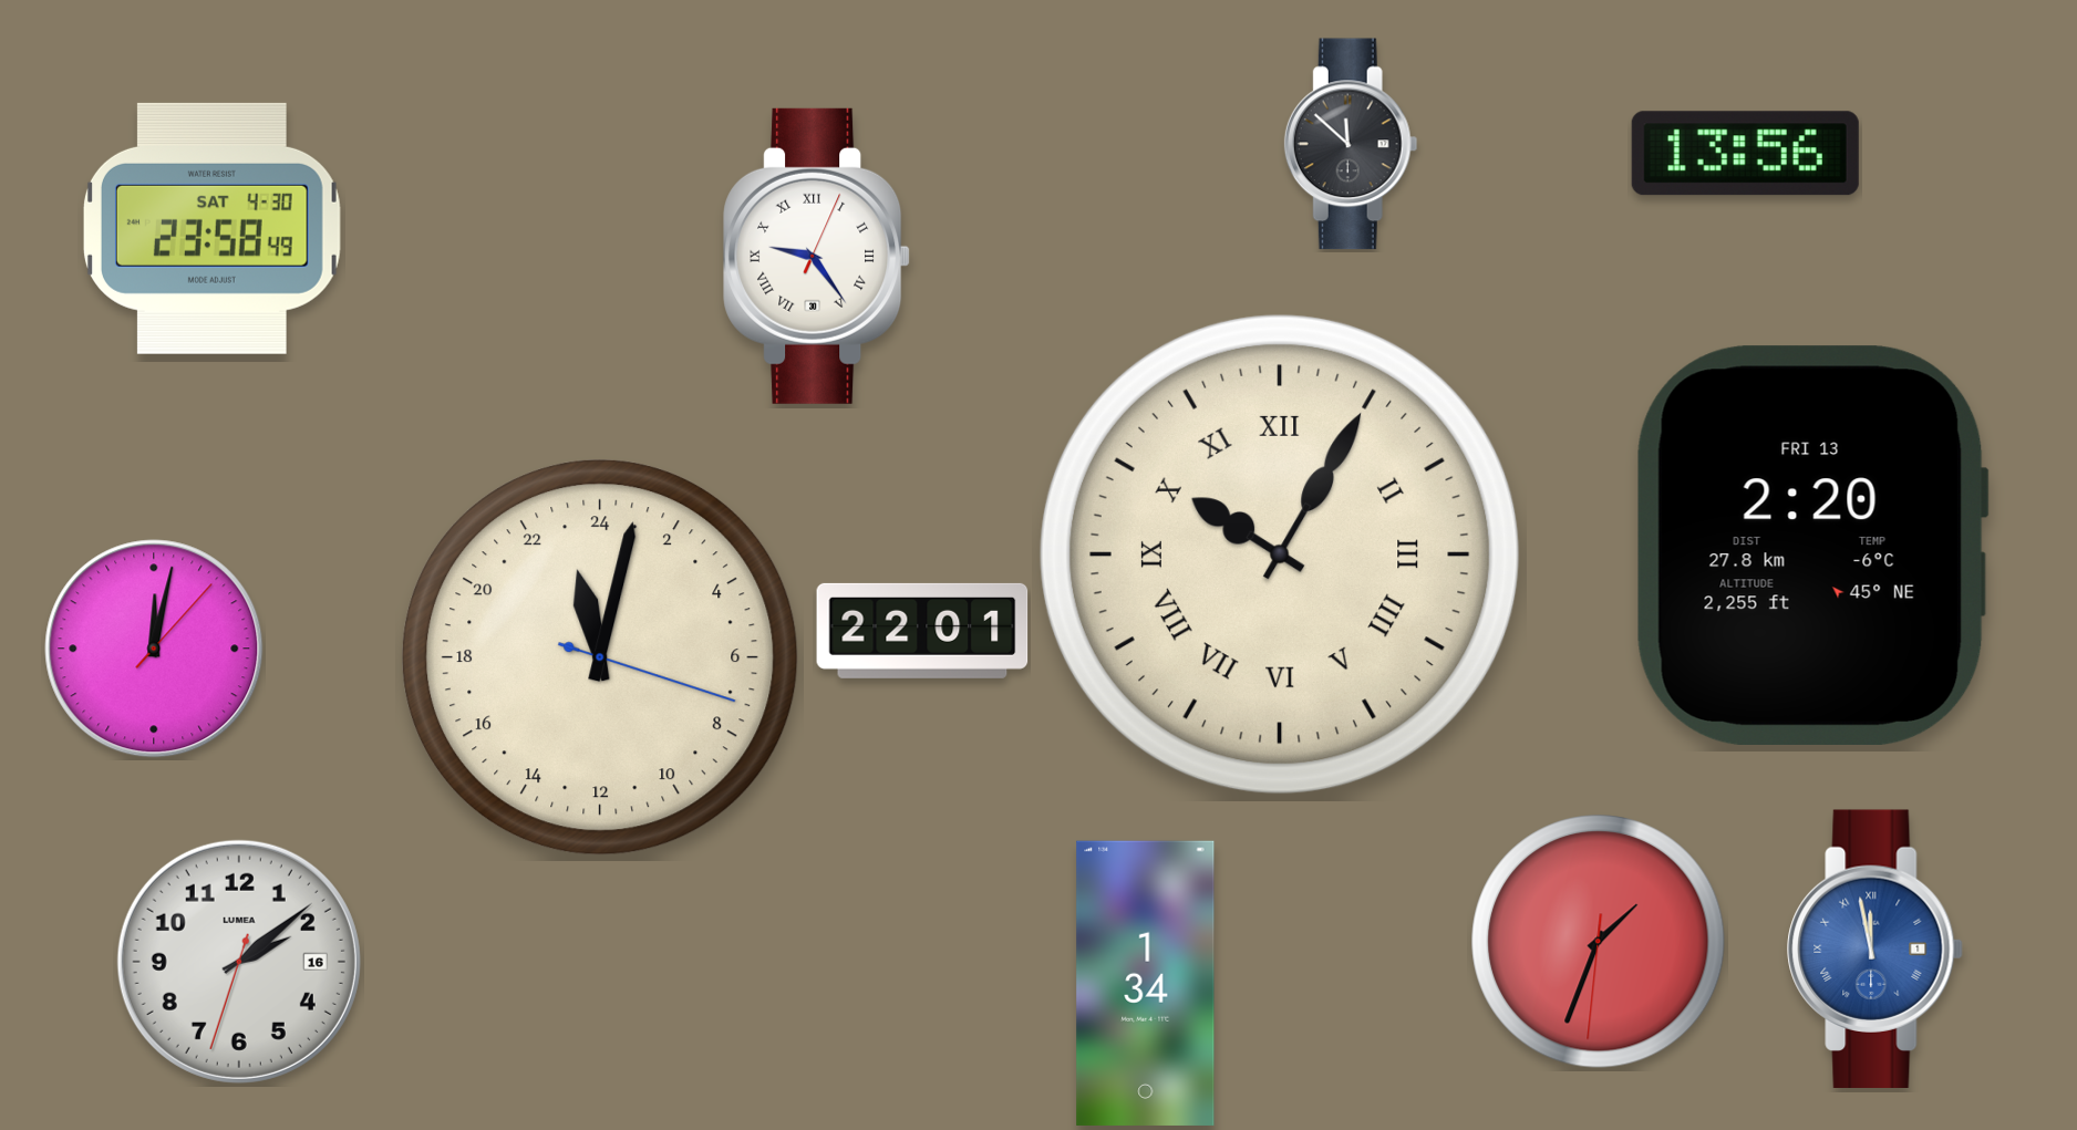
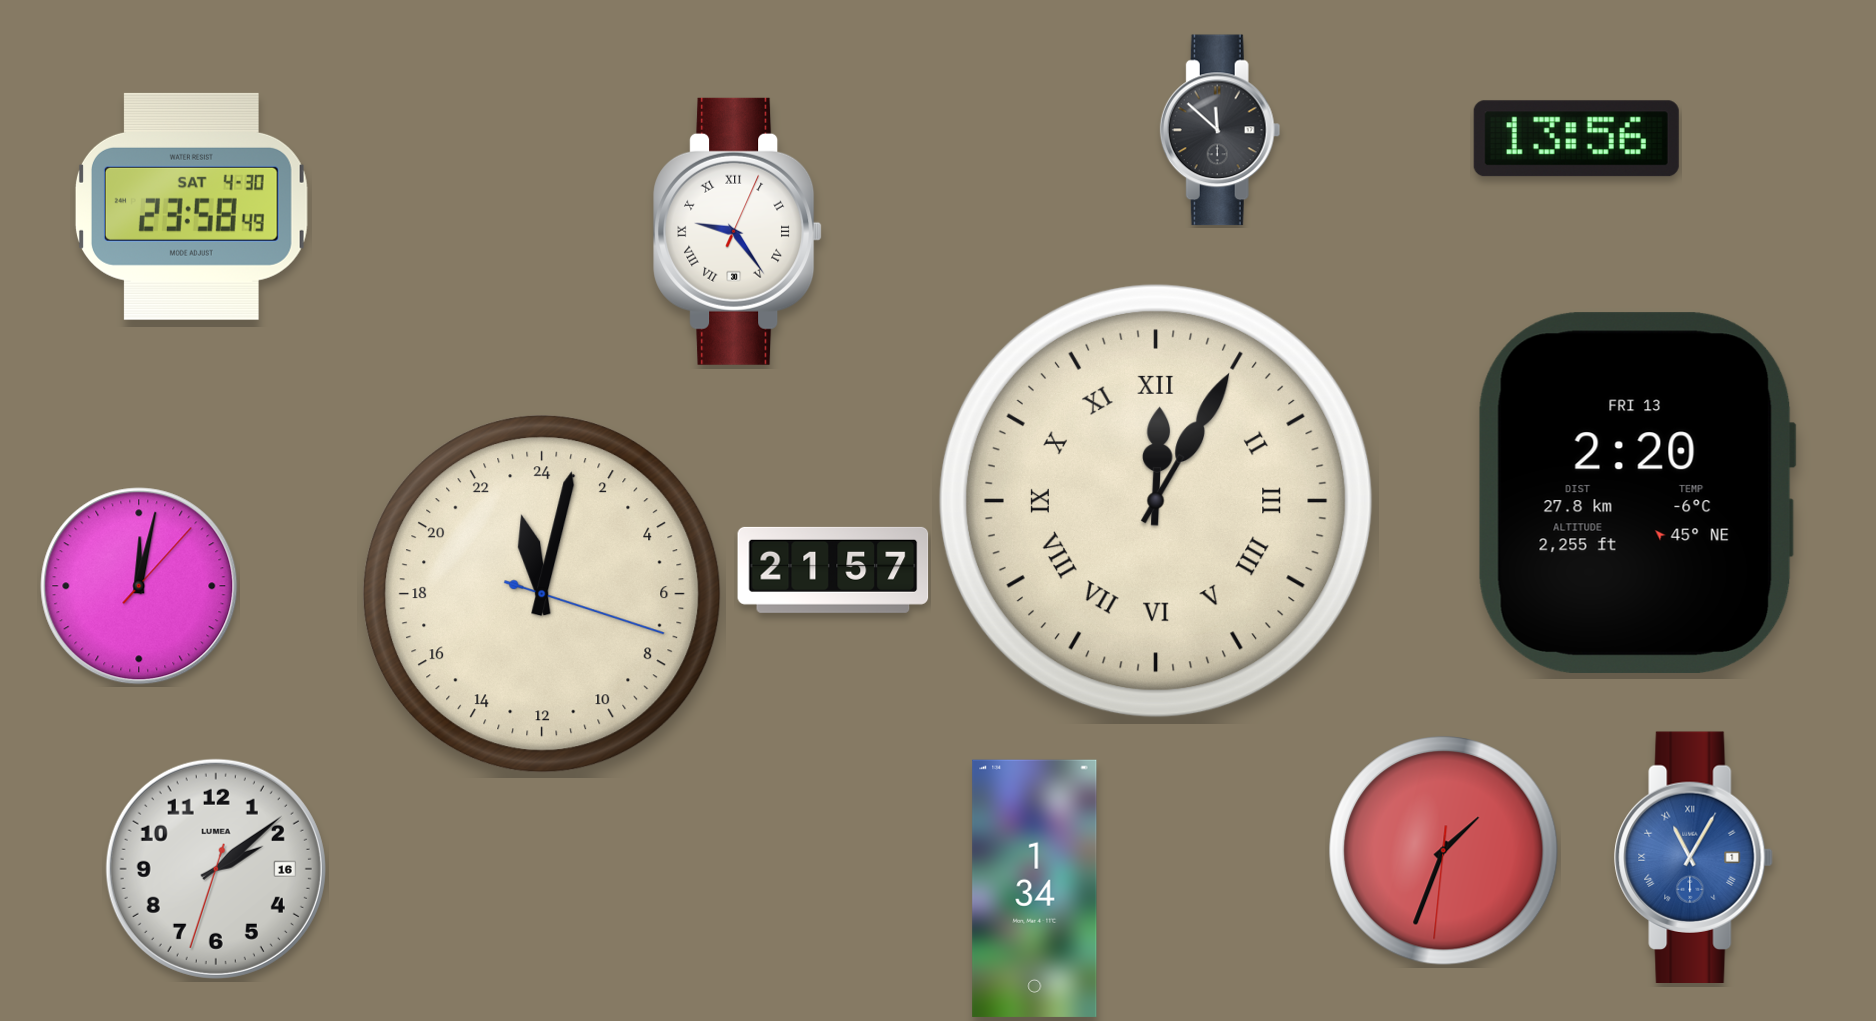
clock at (1280, 554): 10:05 -> 12:05
clock at (922, 631): 22:01 -> 21:57
clock at (1875, 948): 11:58 -> 11:05
